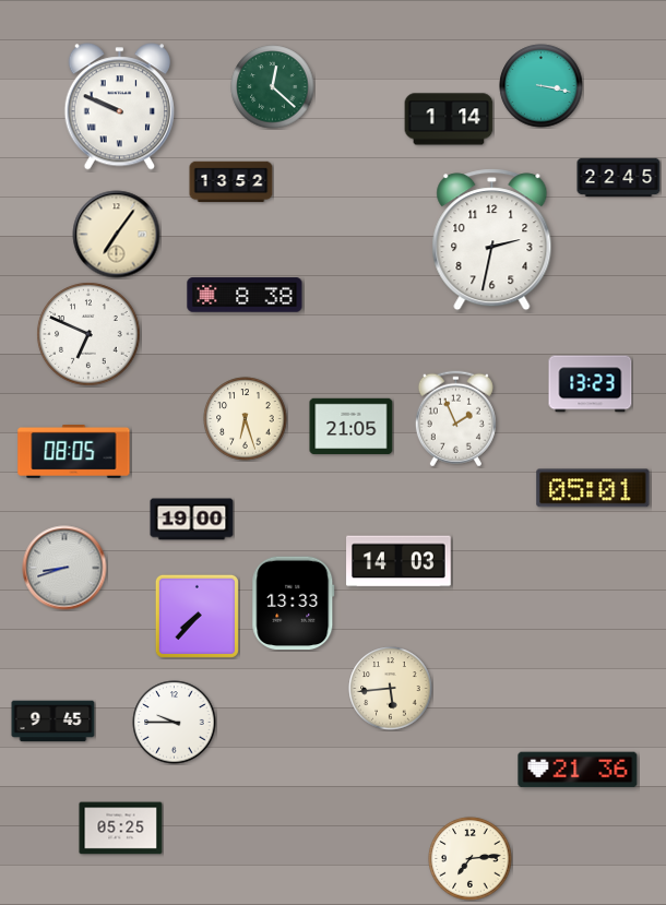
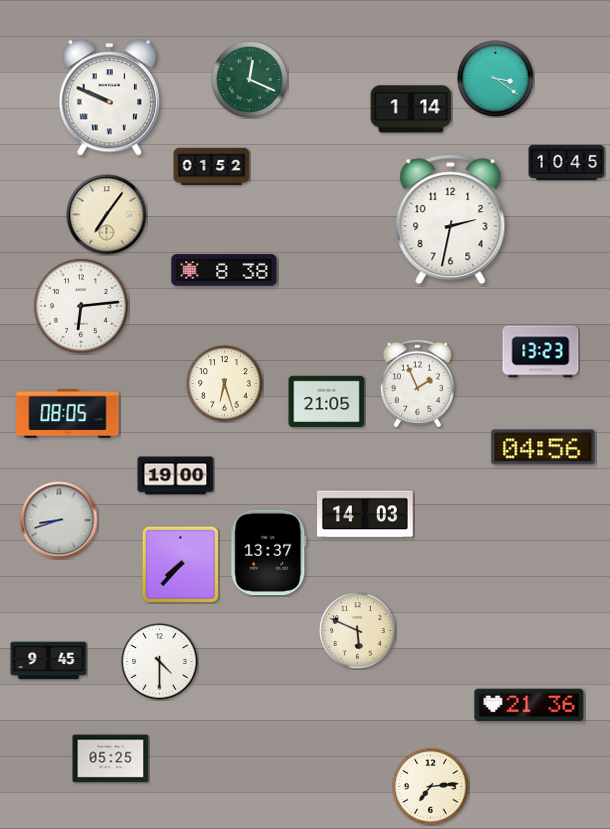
clock at (542, 86): 3:17 -> 3:21
clock at (273, 87): 12:22 -> 12:19
clock at (619, 178): 22:45 -> 10:45
clock at (231, 182): 13:52 -> 01:52
clock at (88, 334): 6:49 -> 6:14
clock at (352, 427) position: (352, 427) -> (327, 402)
clock at (593, 488): 05:01 -> 04:56
clock at (294, 604): 13:33 -> 13:37
clock at (391, 689): 5:44 -> 5:49
clock at (175, 723): 9:45 -> 4:30
